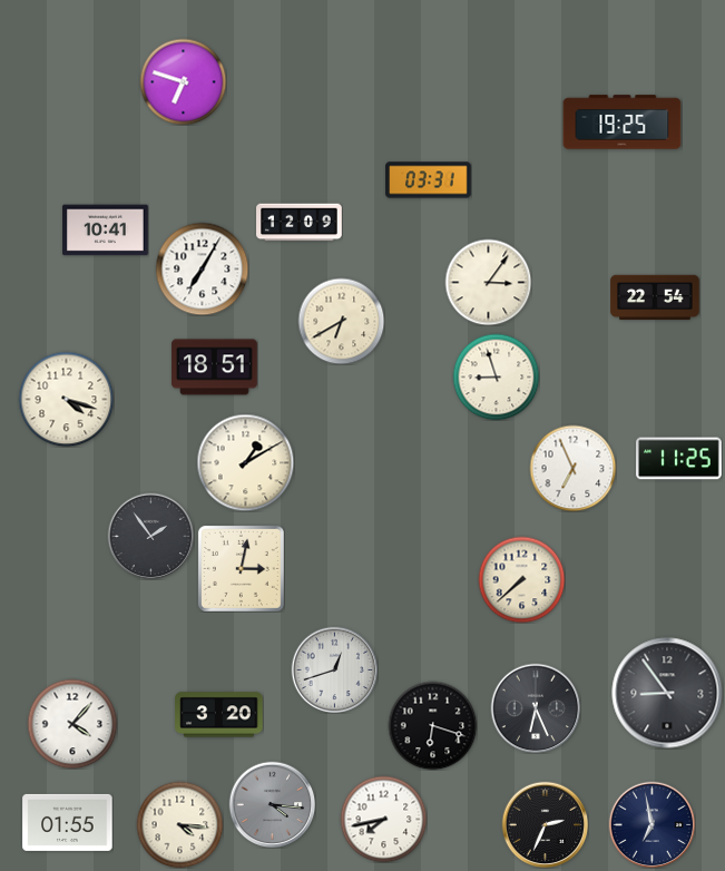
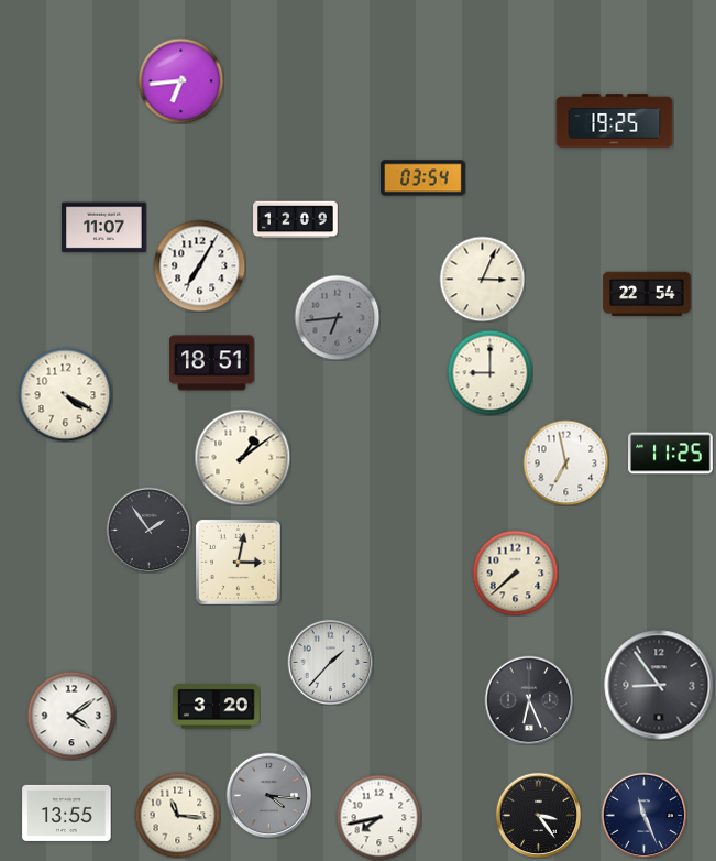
clock at (183, 81): 6:48 -> 6:44
clock at (429, 180): 03:31 -> 03:54
clock at (106, 231): 10:41 -> 11:07
clock at (488, 282): 3:06 -> 3:04
clock at (341, 321): 6:40 -> 6:44
clock at (341, 321) dial: cream -> grey
clock at (496, 376): 8:57 -> 9:00
clock at (66, 399): 4:18 -> 4:20
clock at (245, 462): 1:10 -> 1:09
clock at (572, 468): 6:56 -> 6:58
clock at (334, 669): 12:42 -> 1:37
clock at (72, 724): 4:07 -> 4:09
clock at (432, 725): 6:18 -> none
clock at (383, 819) position: (383, 819) -> (378, 817)
clock at (68, 822): 01:55 -> 13:55
clock at (179, 824): 4:16 -> 11:16
clock at (545, 824): 2:34 -> 3:24
clock at (651, 824): 6:58 -> 11:26
